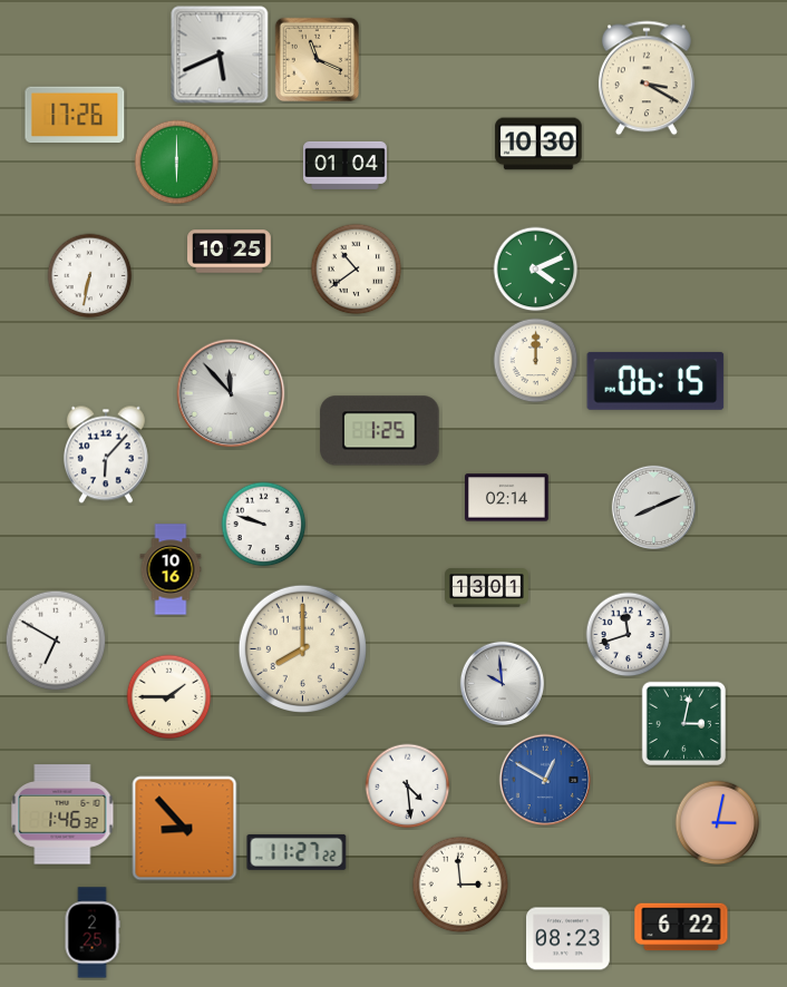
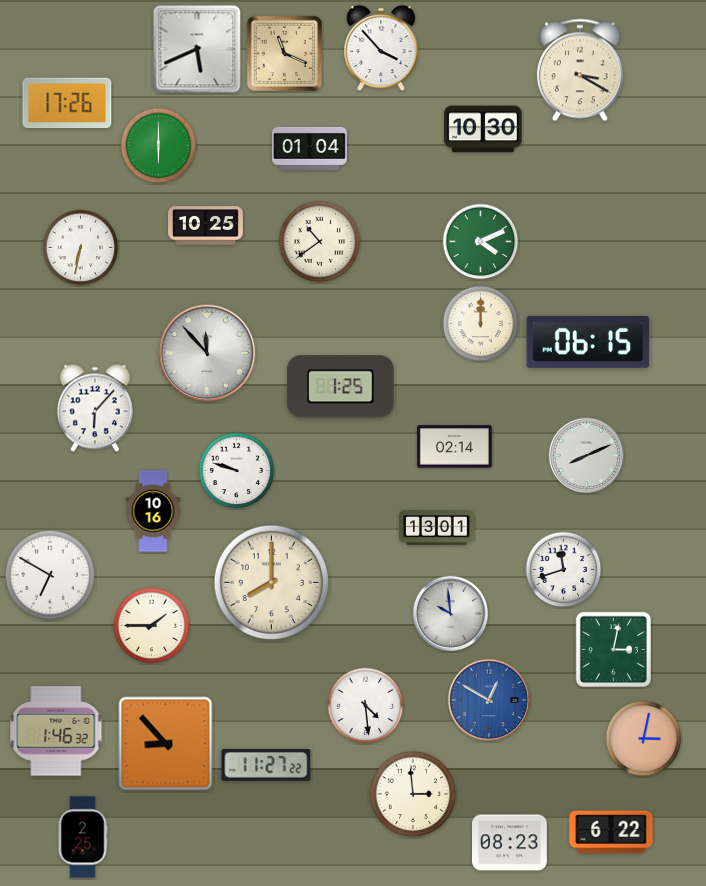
clock at (381, 48): none -> 3:53
